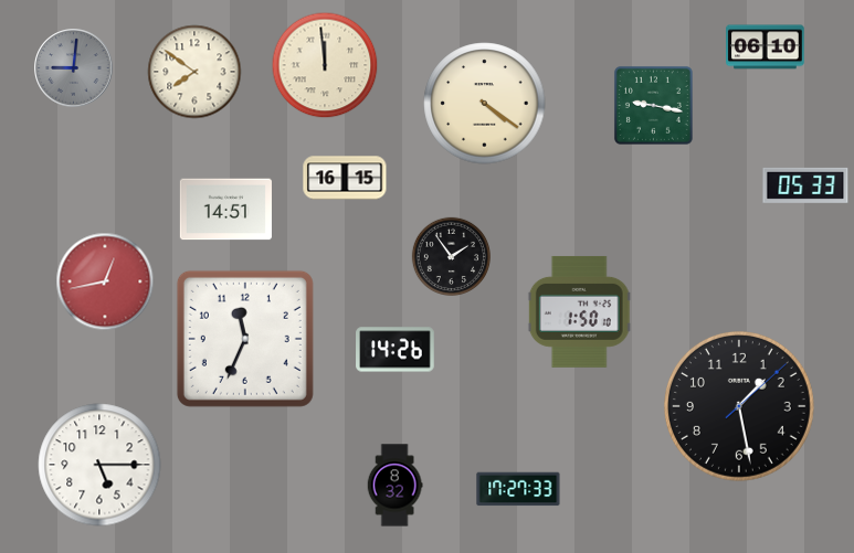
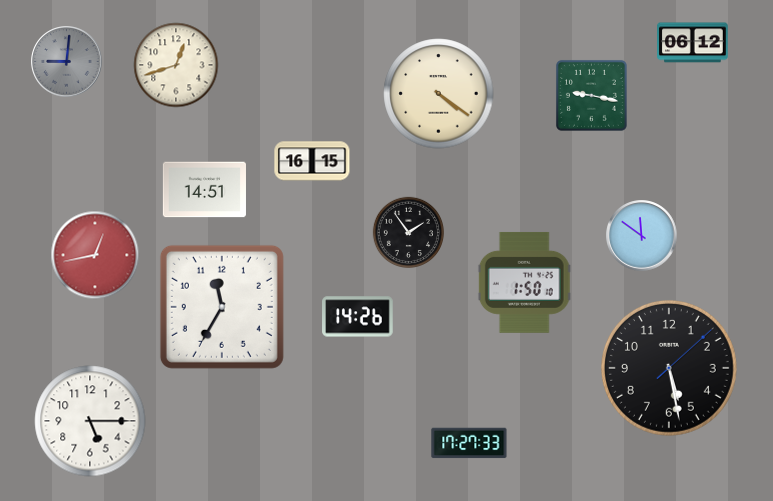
clock at (766, 47): 06:10 -> 06:12
clock at (325, 65): 11:59 -> none
clock at (194, 72): 7:51 -> 12:42
clock at (805, 185): 05:33 -> none
clock at (642, 236): none -> 11:51
clock at (245, 339): 11:34 -> 11:35
clock at (739, 406): 1:28 -> 5:28
clock at (394, 486): 8:32 -> none
